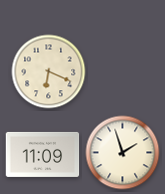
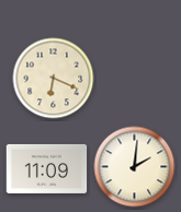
clock at (123, 153): 1:57 -> 2:01
